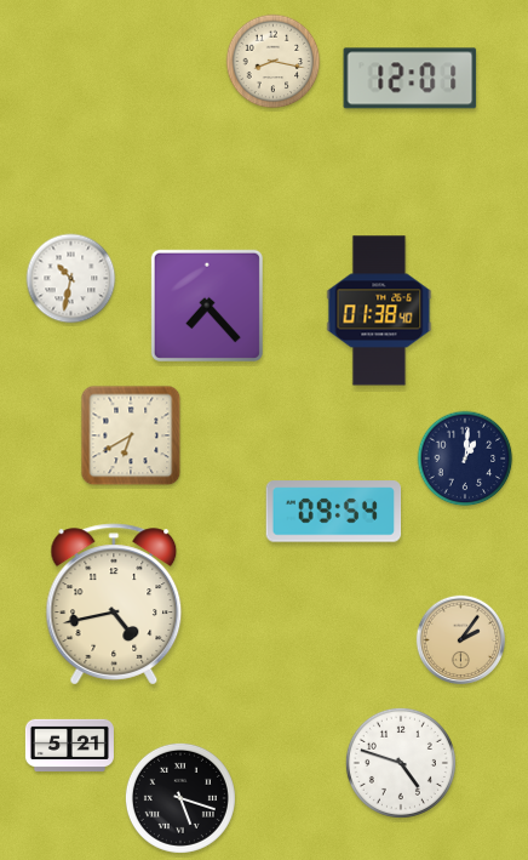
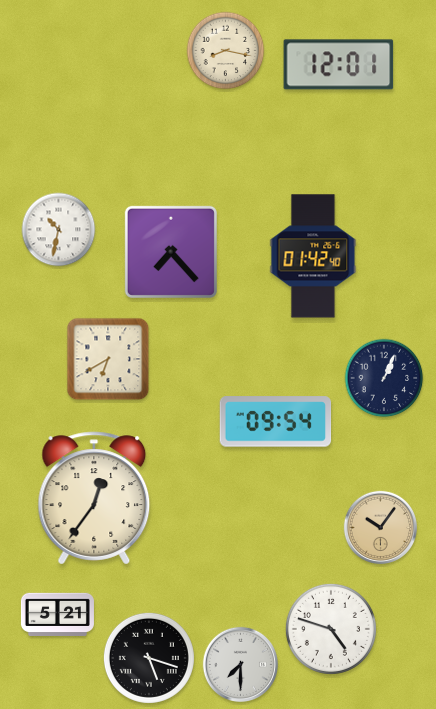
clock at (379, 311): 01:38 -> 01:42
clock at (465, 459): 1:01 -> 1:04
clock at (114, 604): 4:43 -> 12:36
clock at (461, 640): 2:06 -> 10:06
clock at (240, 664): none -> 7:30
